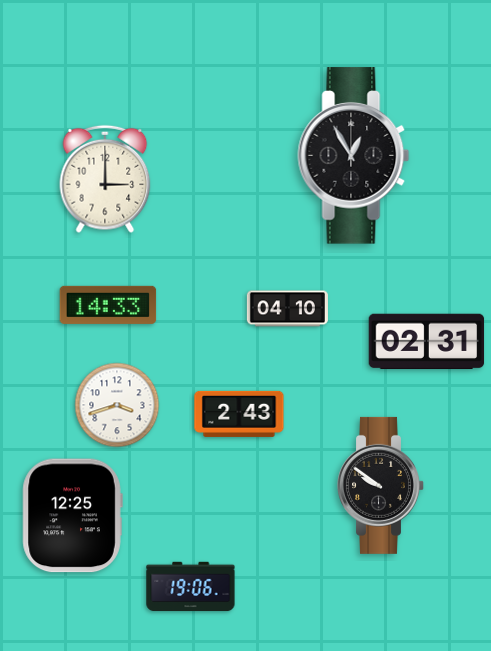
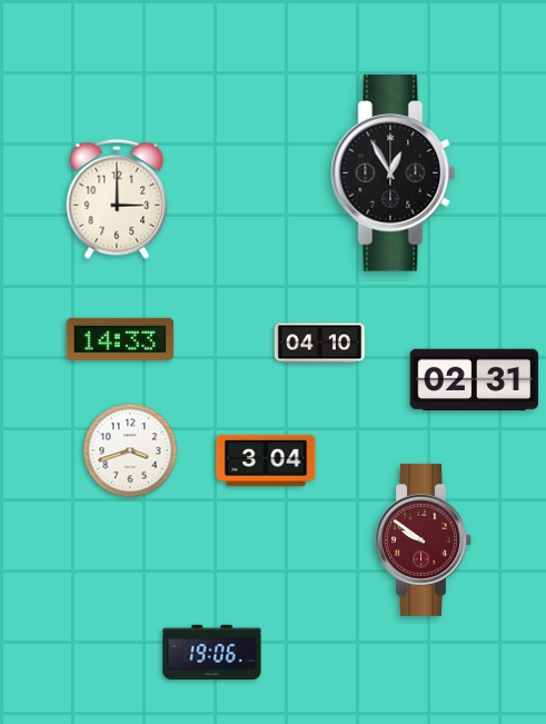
clock at (239, 414): 2:43 -> 3:04
clock at (381, 485) dial: black -> burgundy
clock at (72, 516): 12:25 -> none
